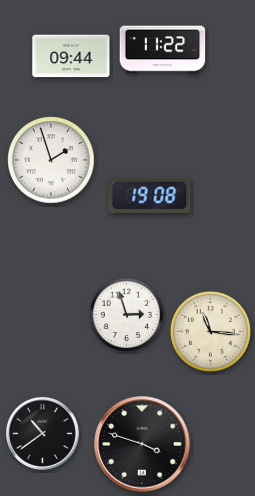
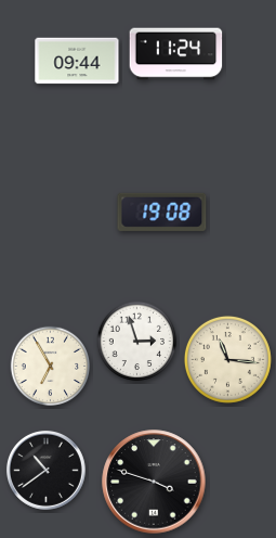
clock at (163, 50): 11:22 -> 11:24
clock at (51, 160): 1:57 -> none
clock at (51, 367): none -> 6:55
